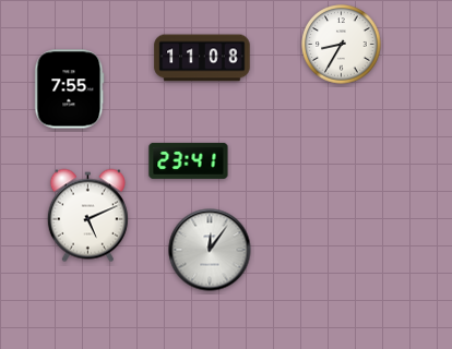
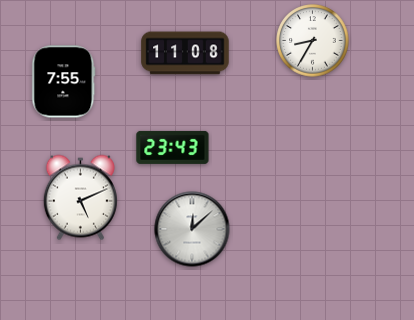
clock at (189, 160): 23:41 -> 23:43
clock at (210, 250): 12:06 -> 12:08
